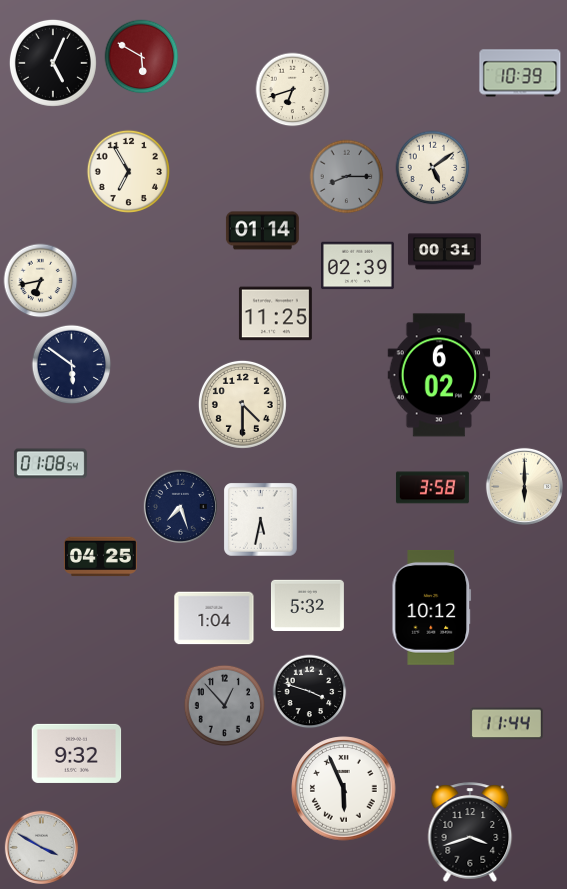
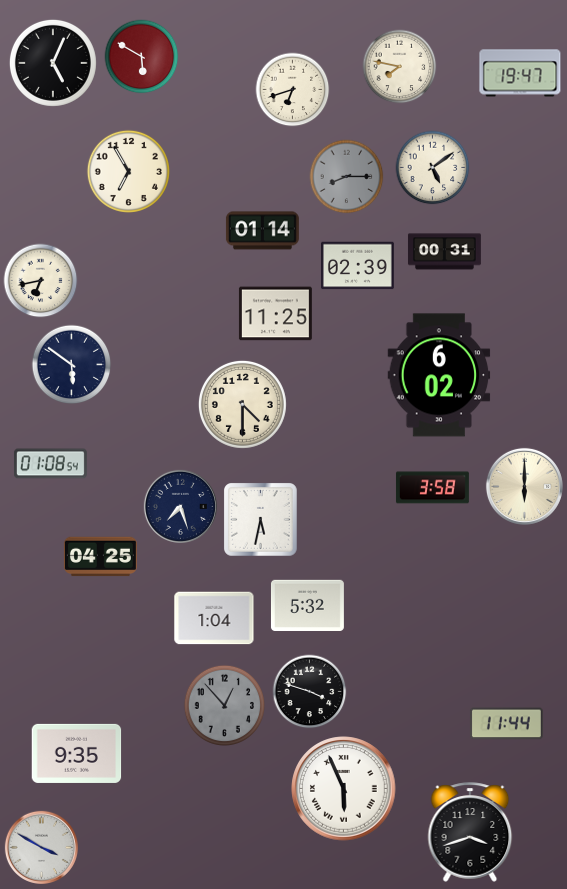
clock at (400, 67): none -> 7:47
clock at (520, 73): 10:39 -> 19:47
clock at (432, 607): 10:12 -> none
clock at (77, 753): 9:32 -> 9:35
